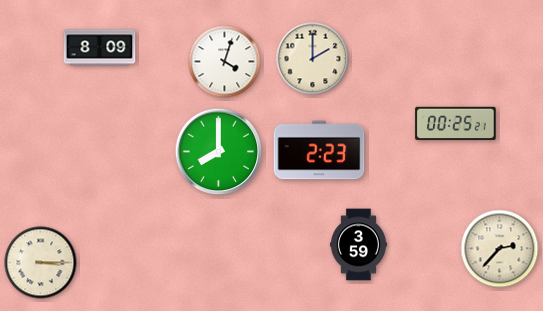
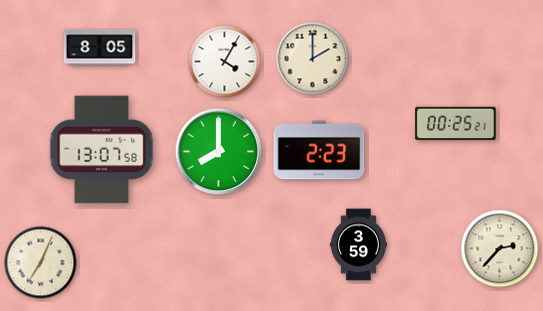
clock at (100, 48): 8:09 -> 8:05
clock at (225, 62): 4:03 -> 4:05
clock at (102, 150): none -> 13:07
clock at (41, 263): 3:15 -> 7:04
